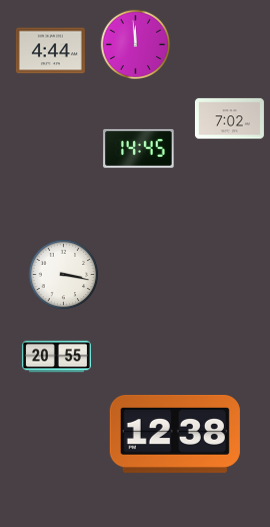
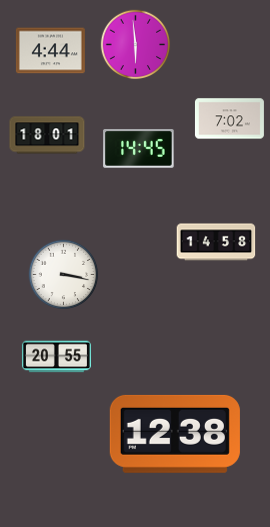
clock at (136, 45): 11:59 -> 5:59
clock at (47, 135): none -> 18:01
clock at (216, 242): none -> 14:58
